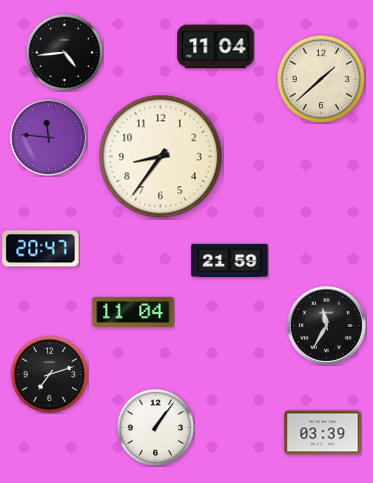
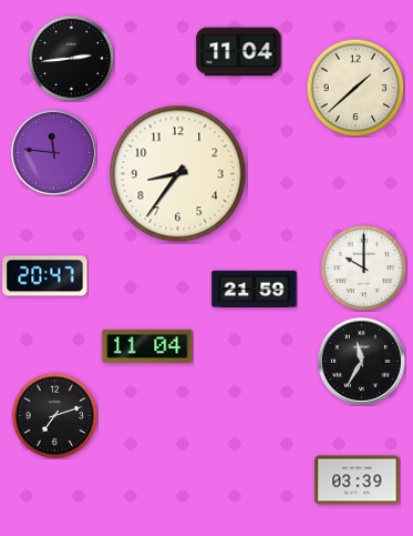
clock at (64, 52): 4:44 -> 2:44
clock at (363, 267): none -> 10:00
clock at (155, 427): 1:06 -> none
